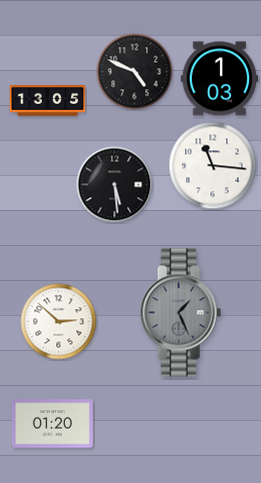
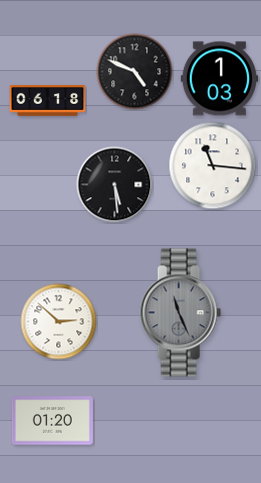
clock at (48, 101): 13:05 -> 06:18
clock at (180, 313): 1:26 -> 11:26
clock at (52, 424) position: (52, 424) -> (52, 421)
